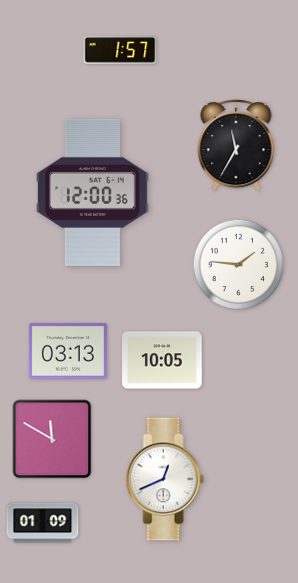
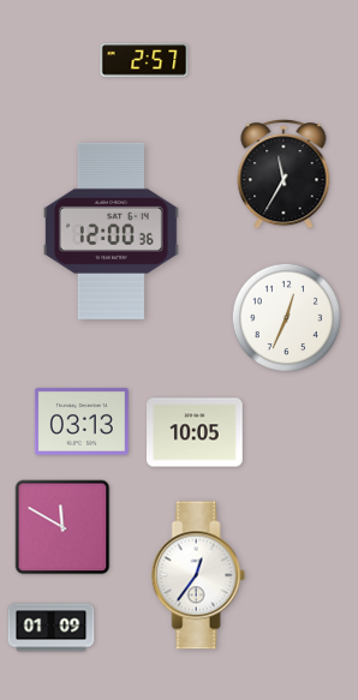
clock at (120, 50): 1:57 -> 2:57
clock at (238, 264): 1:46 -> 12:34
clock at (165, 479): 12:41 -> 12:36
